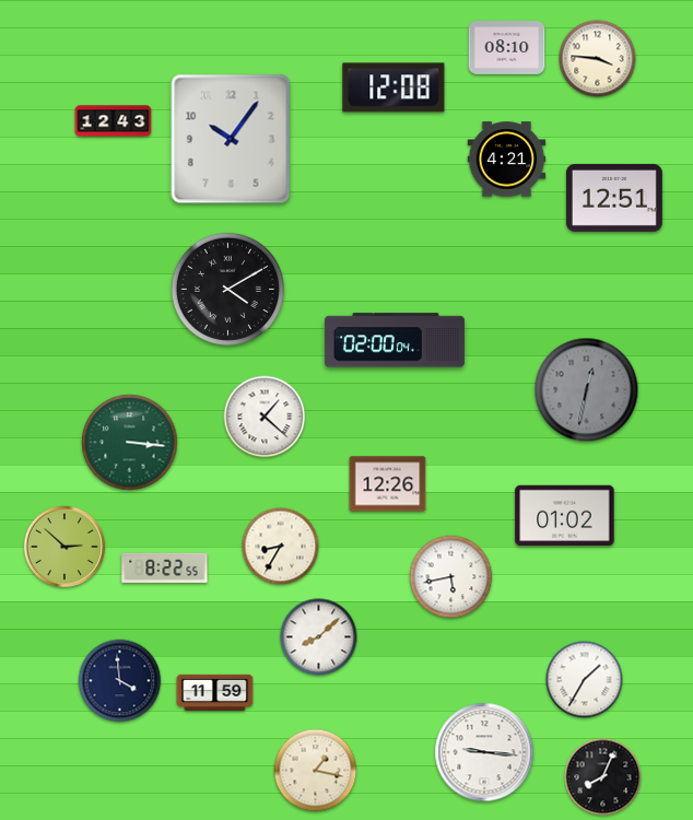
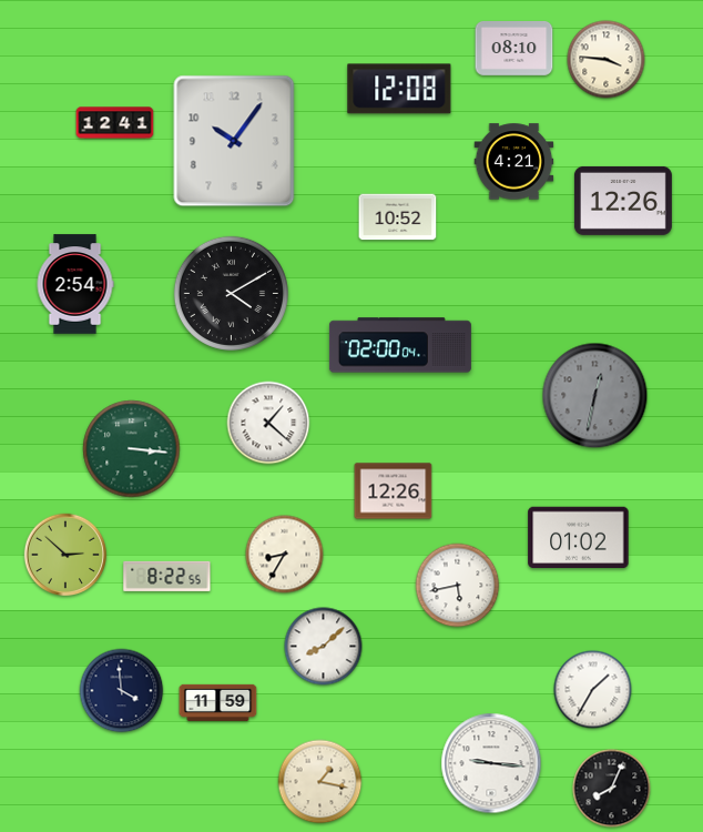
clock at (114, 121): 12:43 -> 12:41
clock at (614, 198): 12:51 -> 12:26
clock at (398, 217): none -> 10:52
clock at (75, 284): none -> 2:54
clock at (565, 516) position: (565, 516) -> (579, 538)
